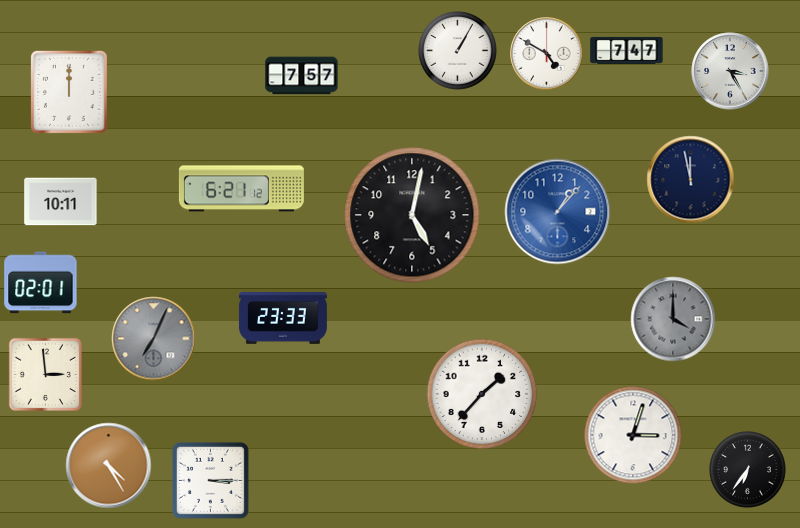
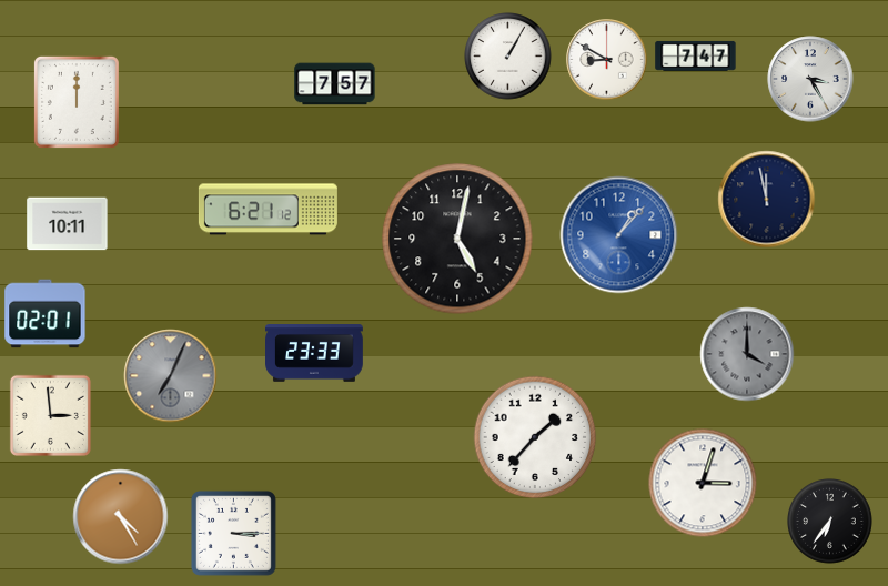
clock at (547, 54): 4:50 -> 8:50
